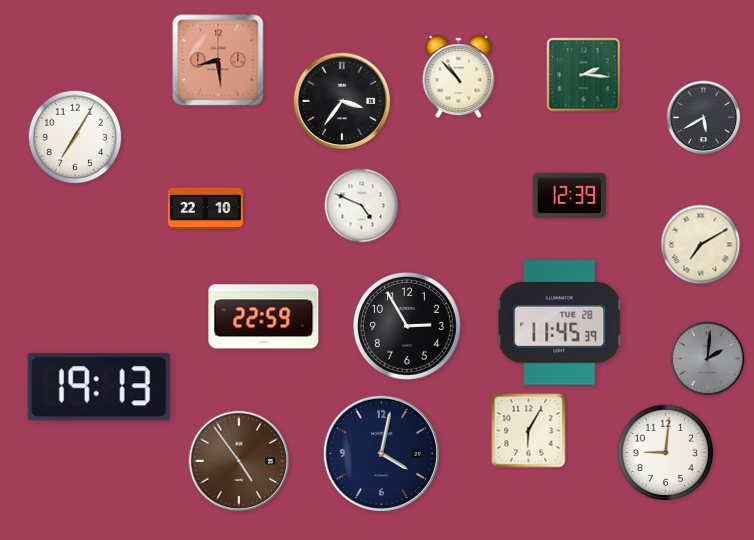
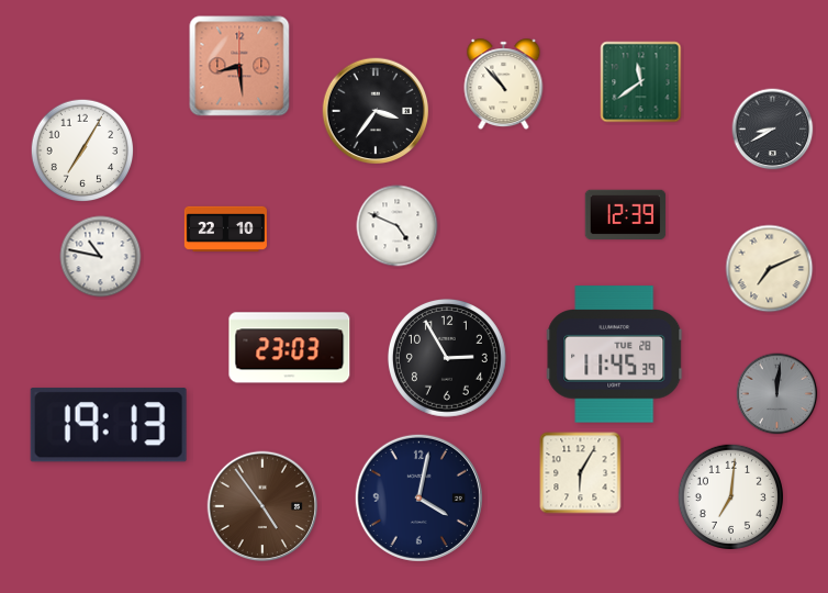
clock at (584, 75): 2:16 -> 11:39
clock at (704, 118): 5:40 -> 8:40
clock at (101, 257): none -> 10:47
clock at (701, 245): 7:10 -> 7:11
clock at (264, 317): 22:59 -> 23:03
clock at (708, 359): 2:01 -> 12:01
clock at (665, 452): 9:01 -> 7:01
